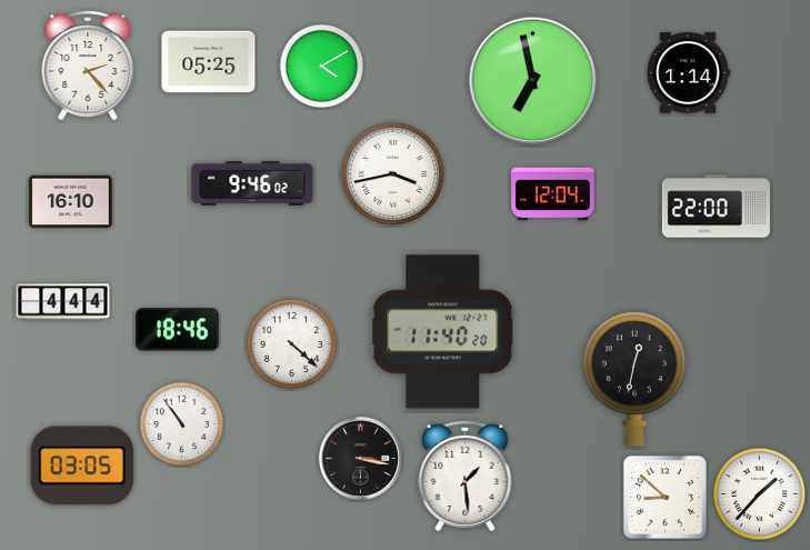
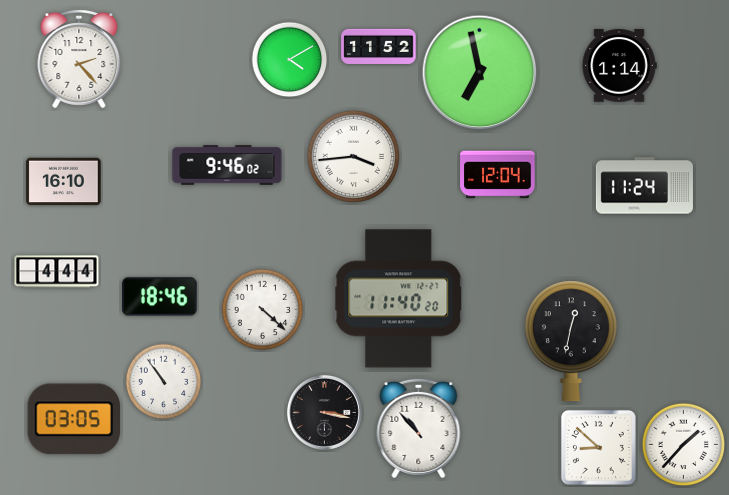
clock at (379, 46): none -> 11:52
clock at (209, 62): 05:25 -> none
clock at (392, 173): 3:43 -> 3:44
clock at (716, 207): 22:00 -> 11:24
clock at (466, 476): 1:29 -> 10:53
